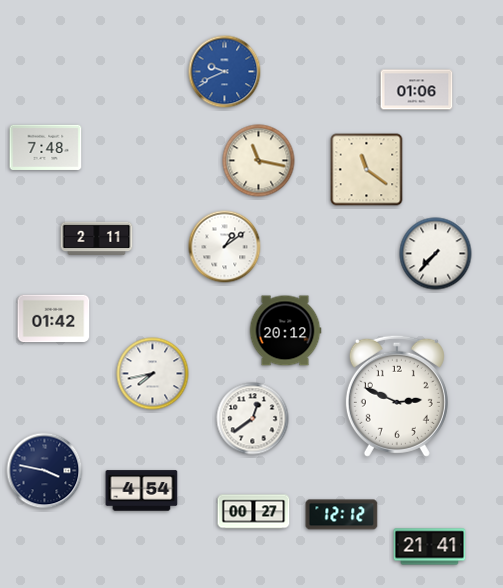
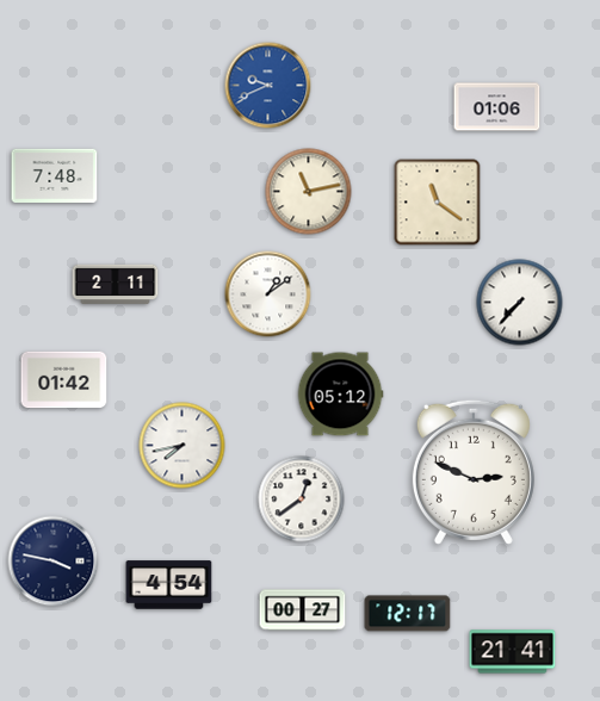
clock at (259, 161): 11:17 -> 11:13
clock at (285, 331): 20:12 -> 05:12
clock at (342, 515): 12:12 -> 12:17
